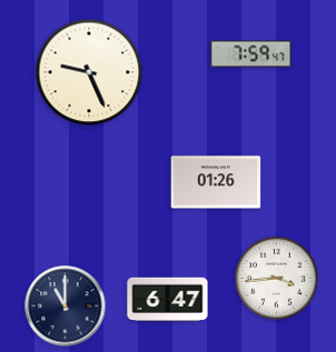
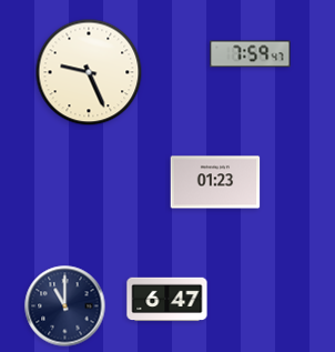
clock at (216, 182): 01:26 -> 01:23
clock at (277, 279): 3:44 -> none
